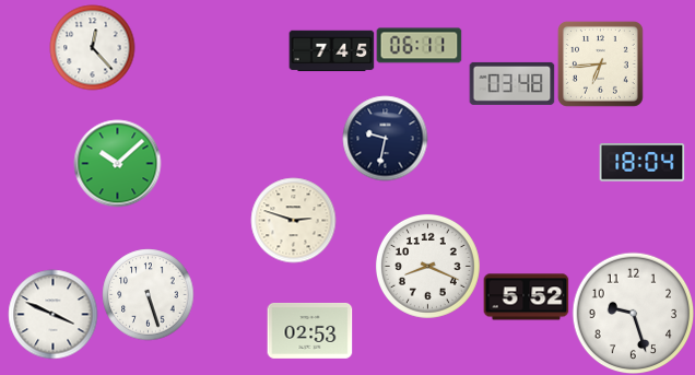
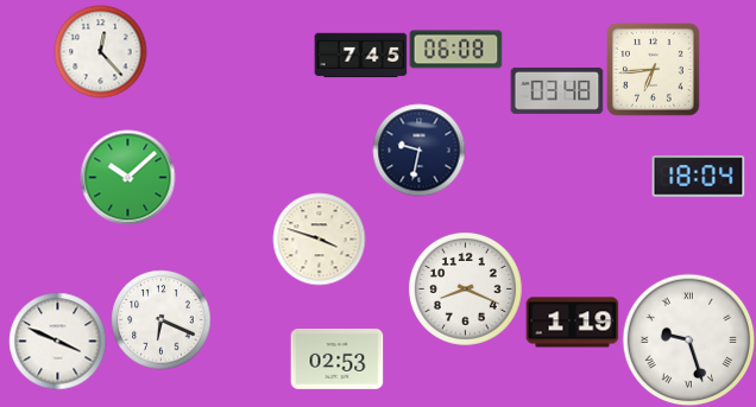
clock at (419, 46): 06:11 -> 06:08
clock at (293, 220): 2:48 -> 3:48
clock at (148, 294): 5:27 -> 6:19
clock at (526, 297): 5:52 -> 1:19
clock at (633, 313) numerals: Arabic -> Roman
